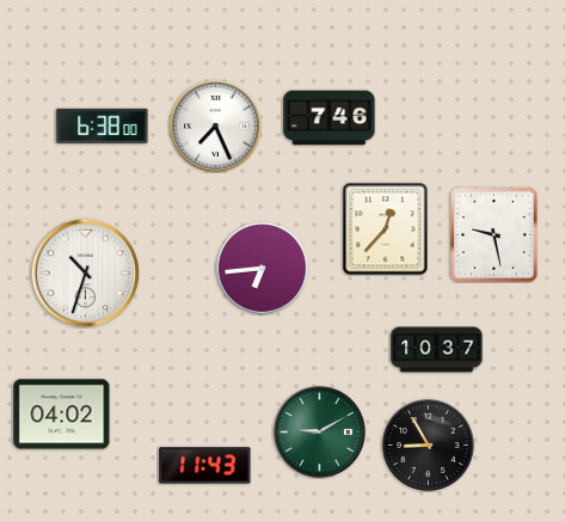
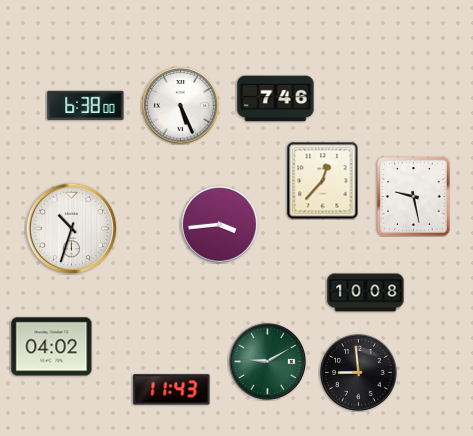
clock at (216, 127): 7:26 -> 5:26
clock at (386, 228) position: (386, 228) -> (323, 180)
clock at (263, 269): 6:44 -> 3:44
clock at (437, 350): 10:37 -> 10:08
clock at (429, 446): 8:55 -> 8:59
